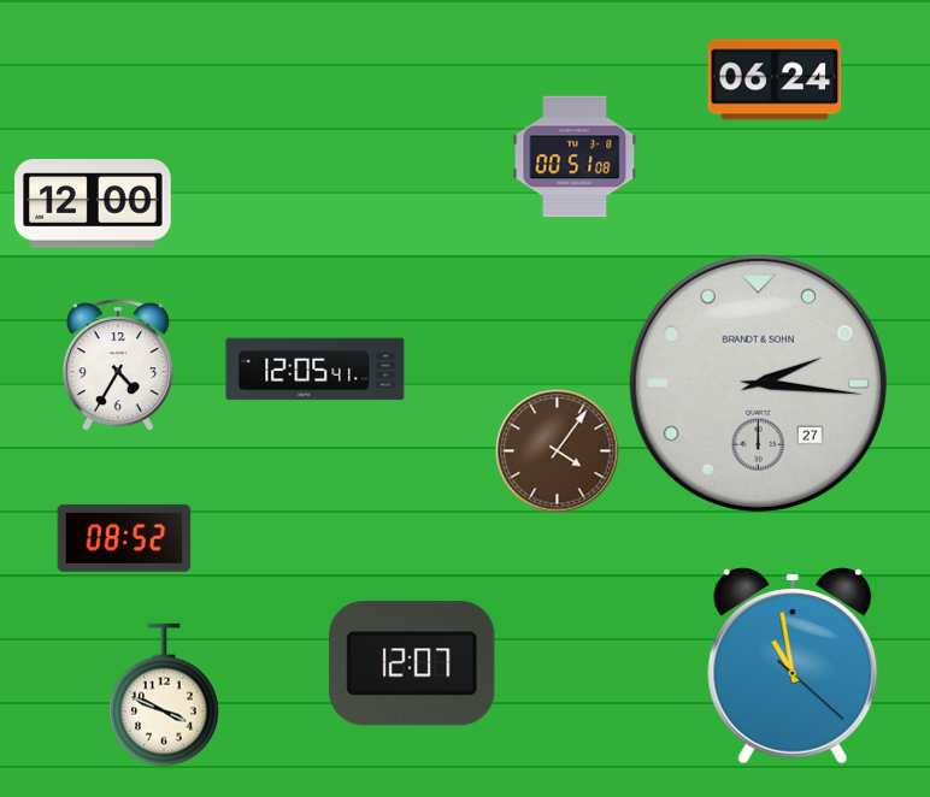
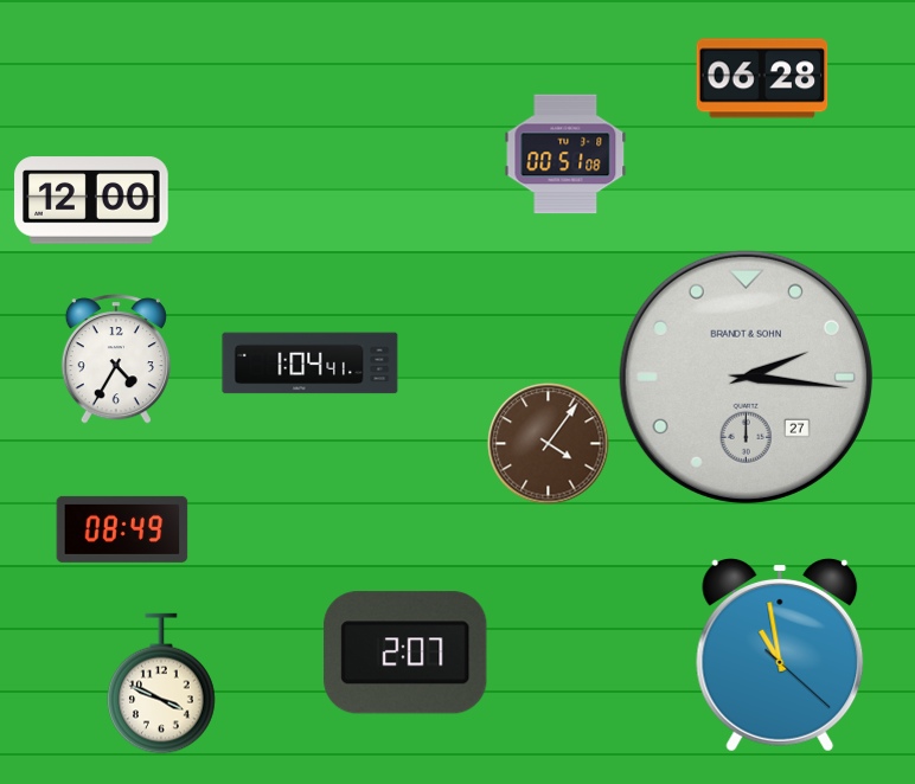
clock at (775, 79): 06:24 -> 06:28
clock at (316, 370): 12:05 -> 1:04
clock at (124, 538): 08:52 -> 08:49
clock at (412, 663): 12:07 -> 2:07
